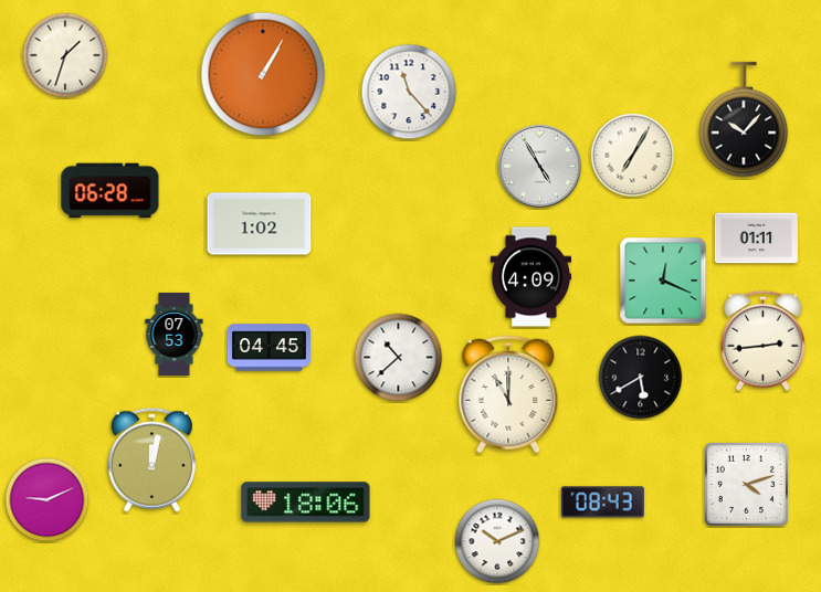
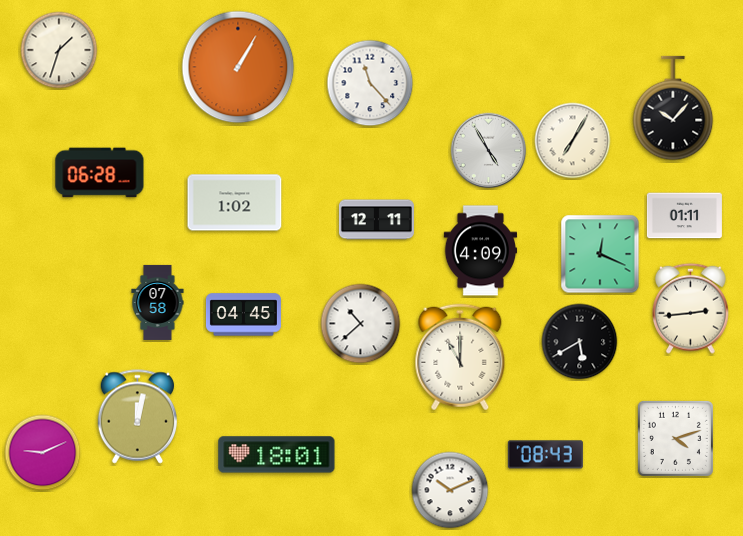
clock at (376, 220): none -> 12:11
clock at (175, 334): 07:53 -> 07:58
clock at (306, 503): 18:06 -> 18:01
